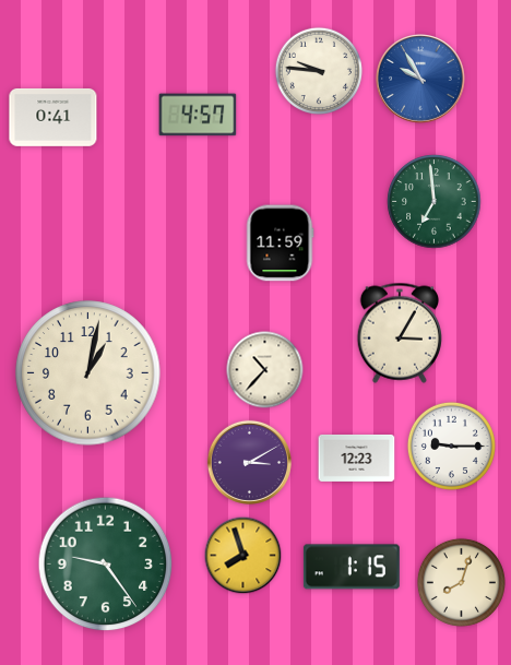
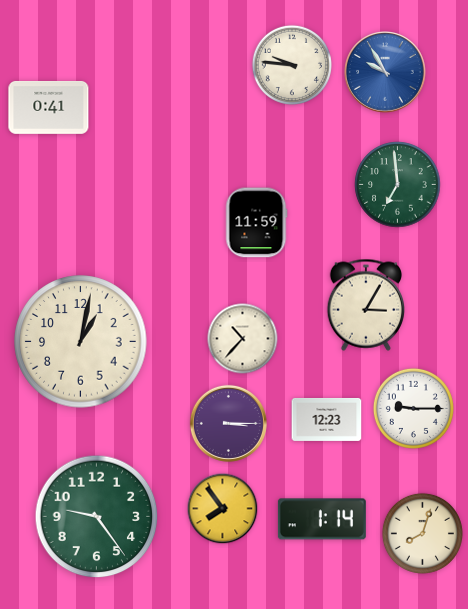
clock at (198, 115): 4:57 -> none
clock at (249, 462): 3:10 -> 3:15
clock at (243, 556): 7:57 -> 7:54
clock at (352, 567): 1:15 -> 1:14
